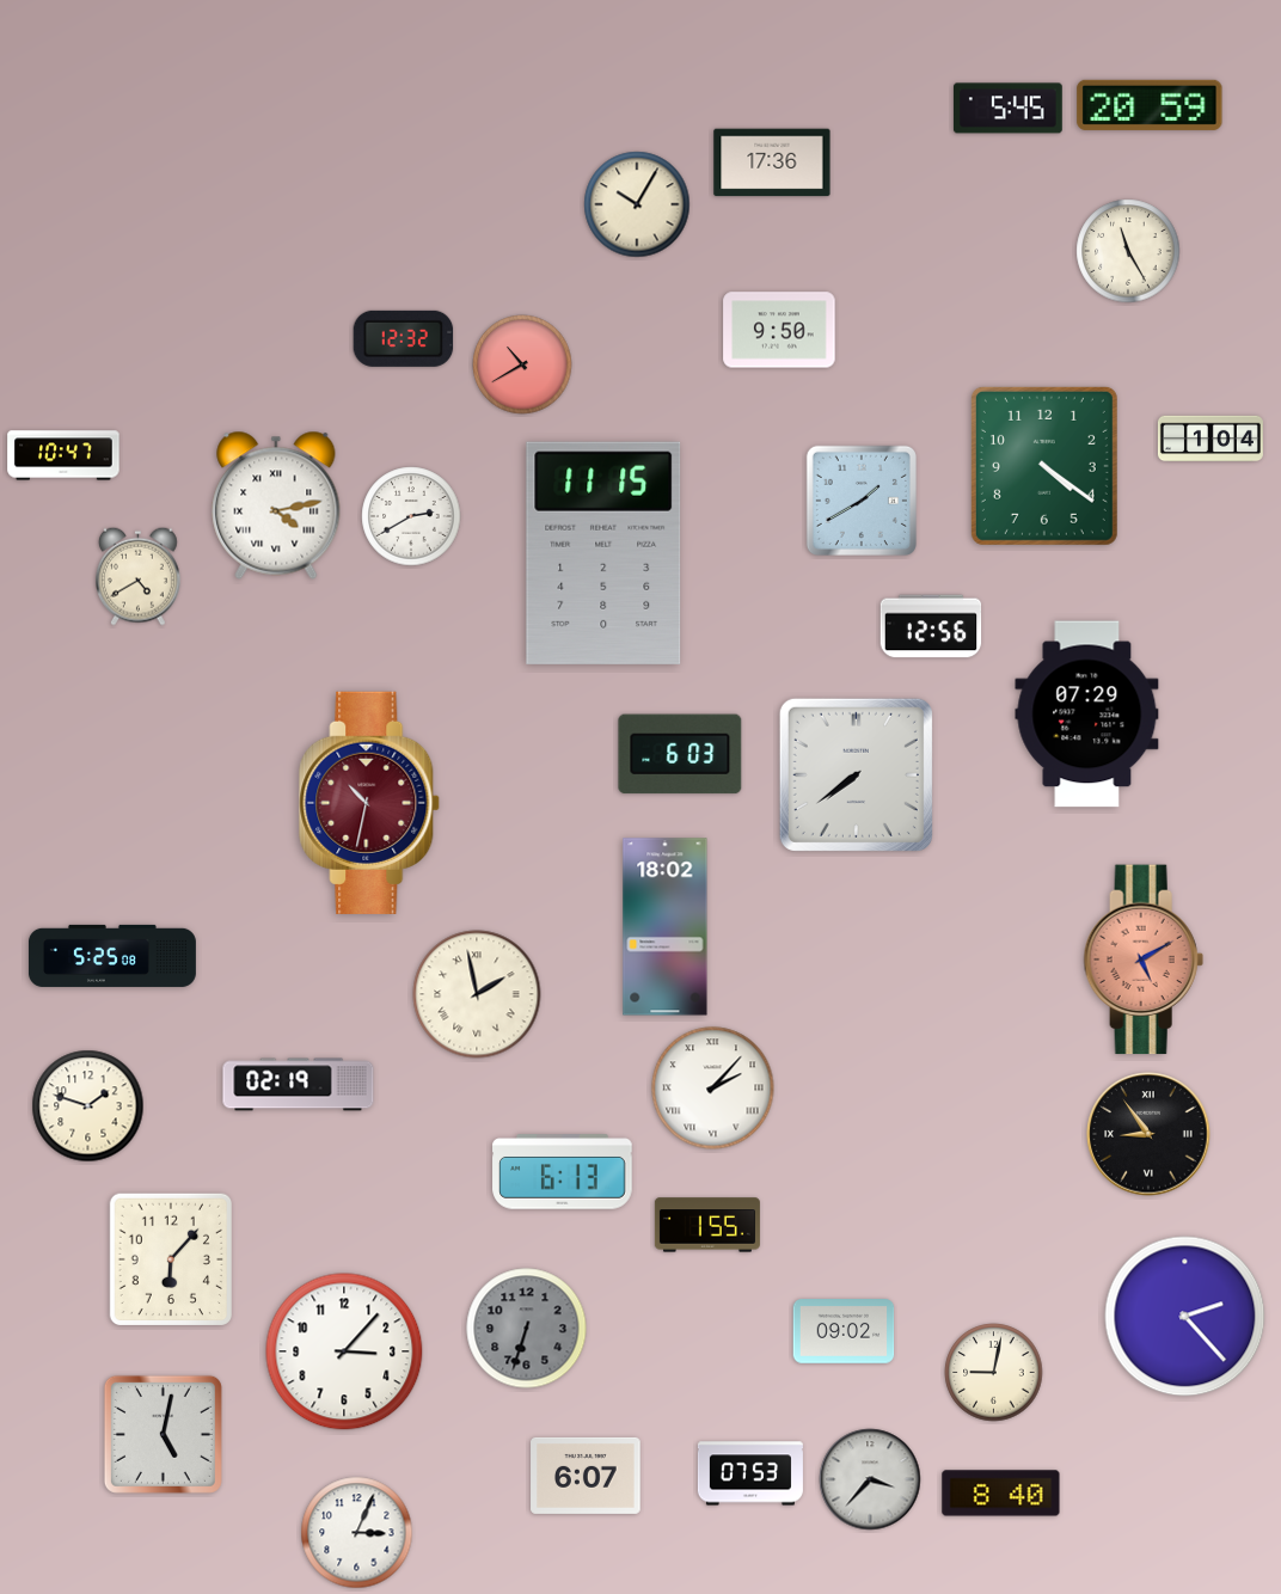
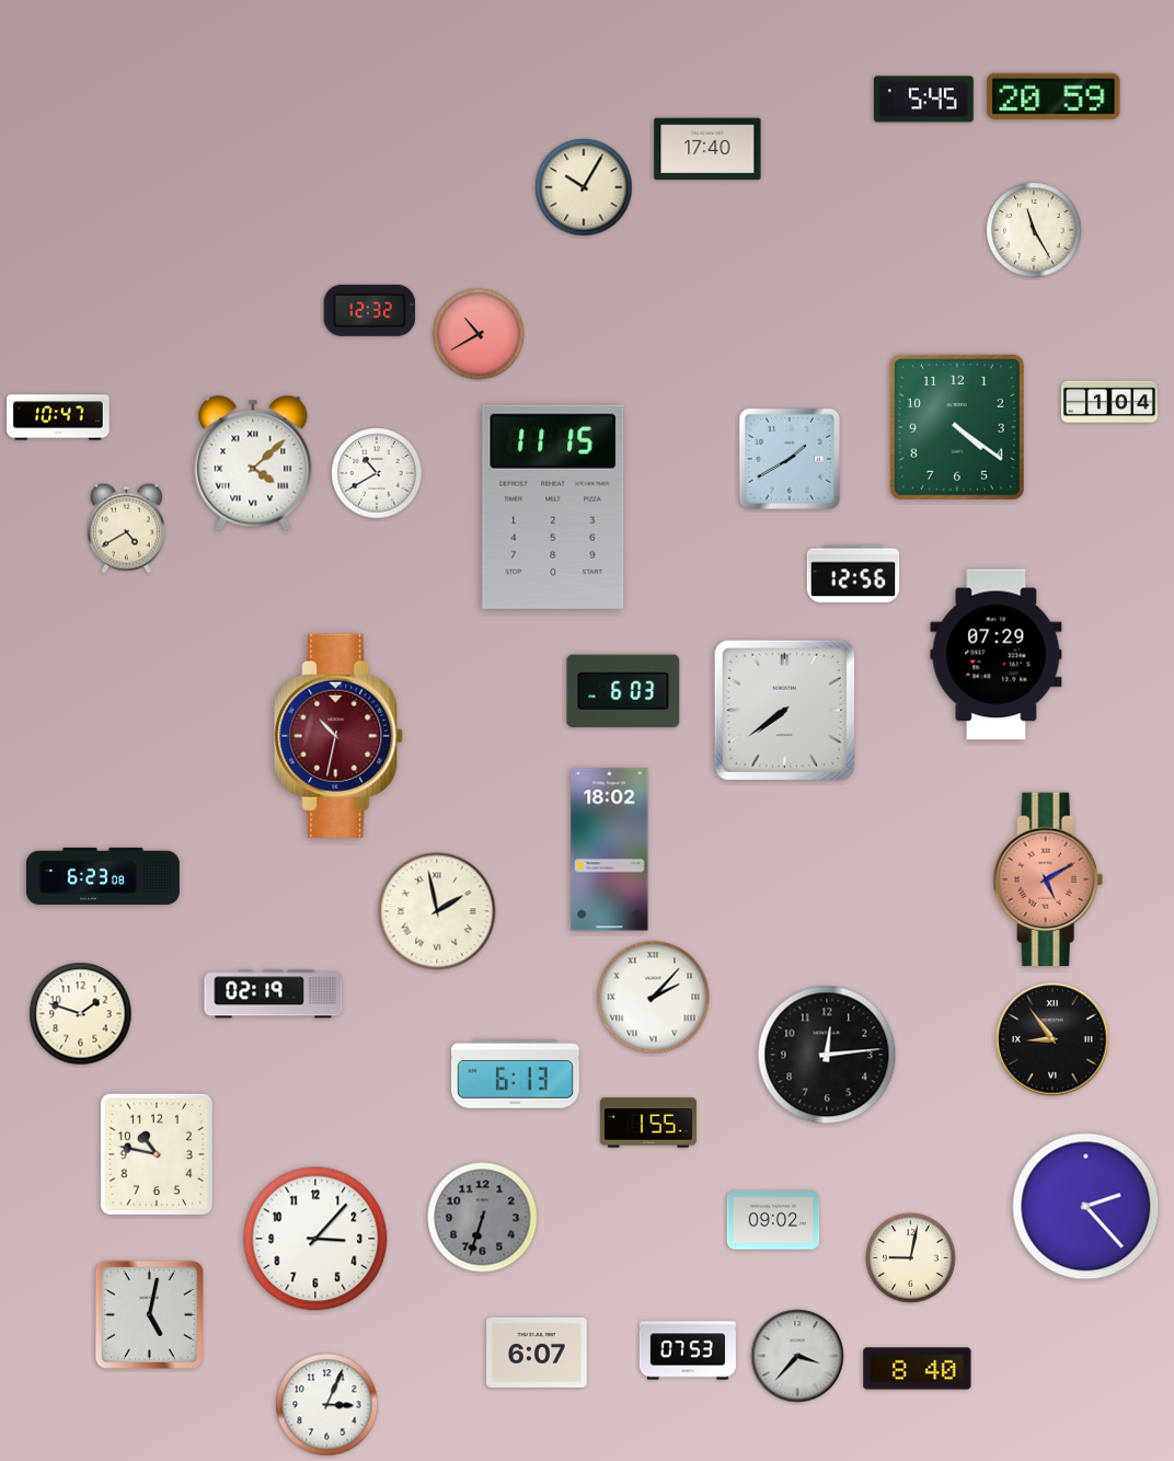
clock at (772, 163): 17:36 -> 17:40
clock at (779, 330): 9:50 -> none
clock at (276, 505): 4:13 -> 4:08
clock at (411, 516): 2:40 -> 10:40
clock at (112, 956): 5:25 -> 6:23
clock at (827, 1055): none -> 12:14
clock at (170, 1258): 6:07 -> 10:47
